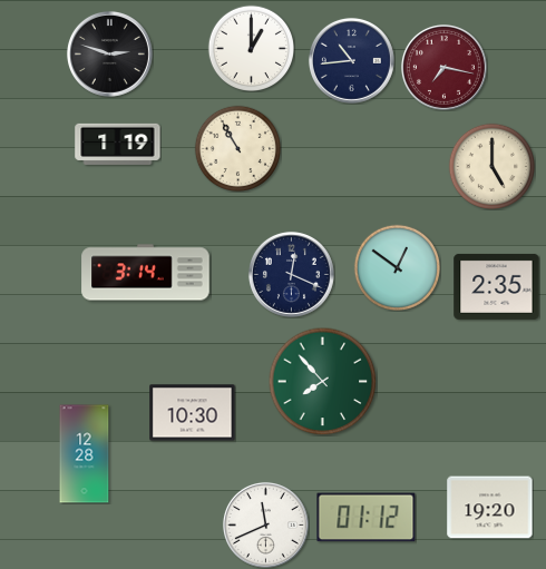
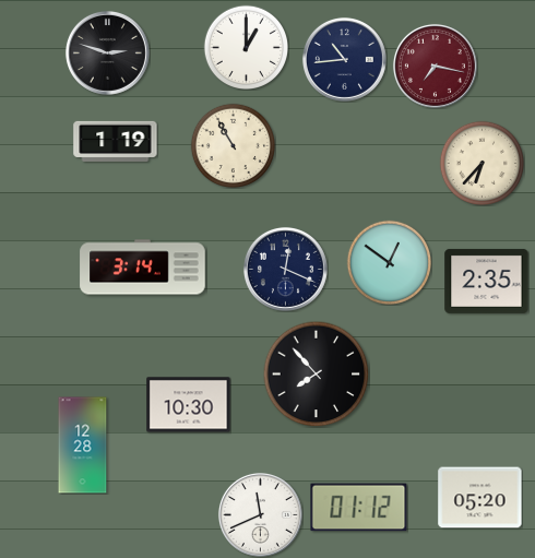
clock at (491, 166): 5:00 -> 6:37
clock at (322, 381) dial: green -> black
clock at (490, 508): 19:20 -> 05:20
